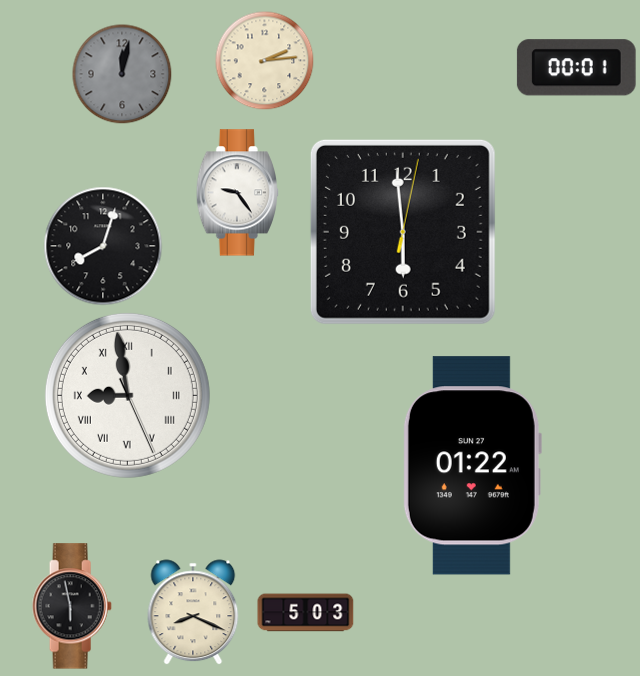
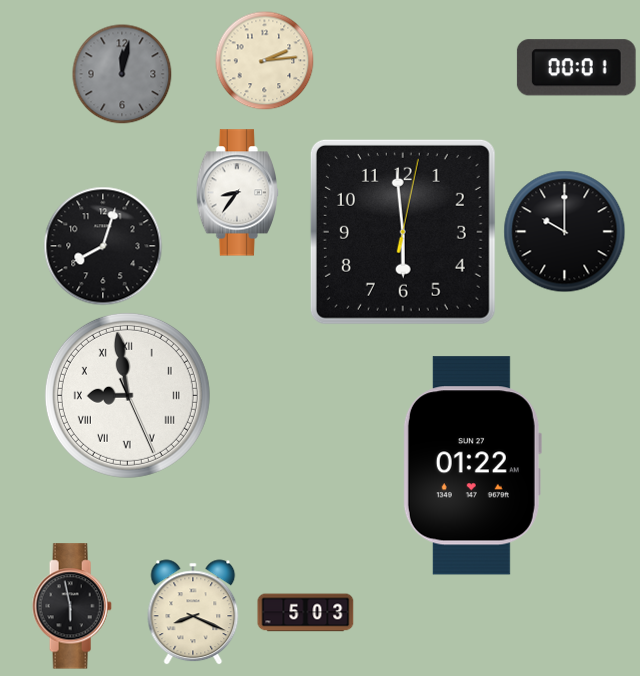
clock at (237, 193): 9:24 -> 8:36
clock at (565, 232): none -> 10:00
